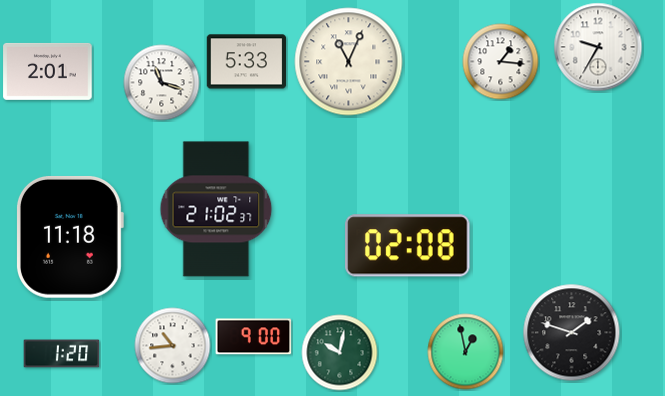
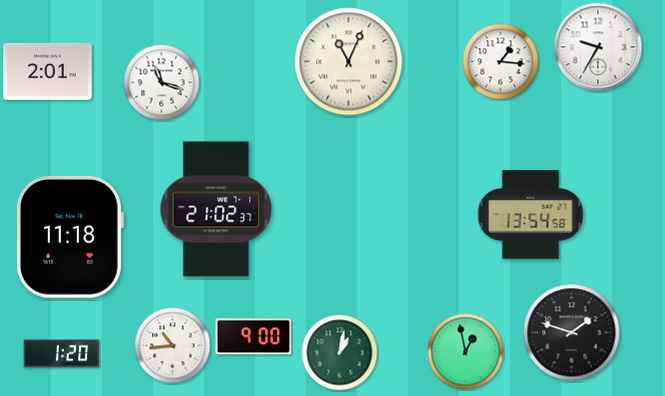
clock at (247, 62): 5:33 -> none
clock at (531, 215): none -> 13:54
clock at (408, 246): 02:08 -> none
clock at (340, 353): 10:02 -> 1:02
